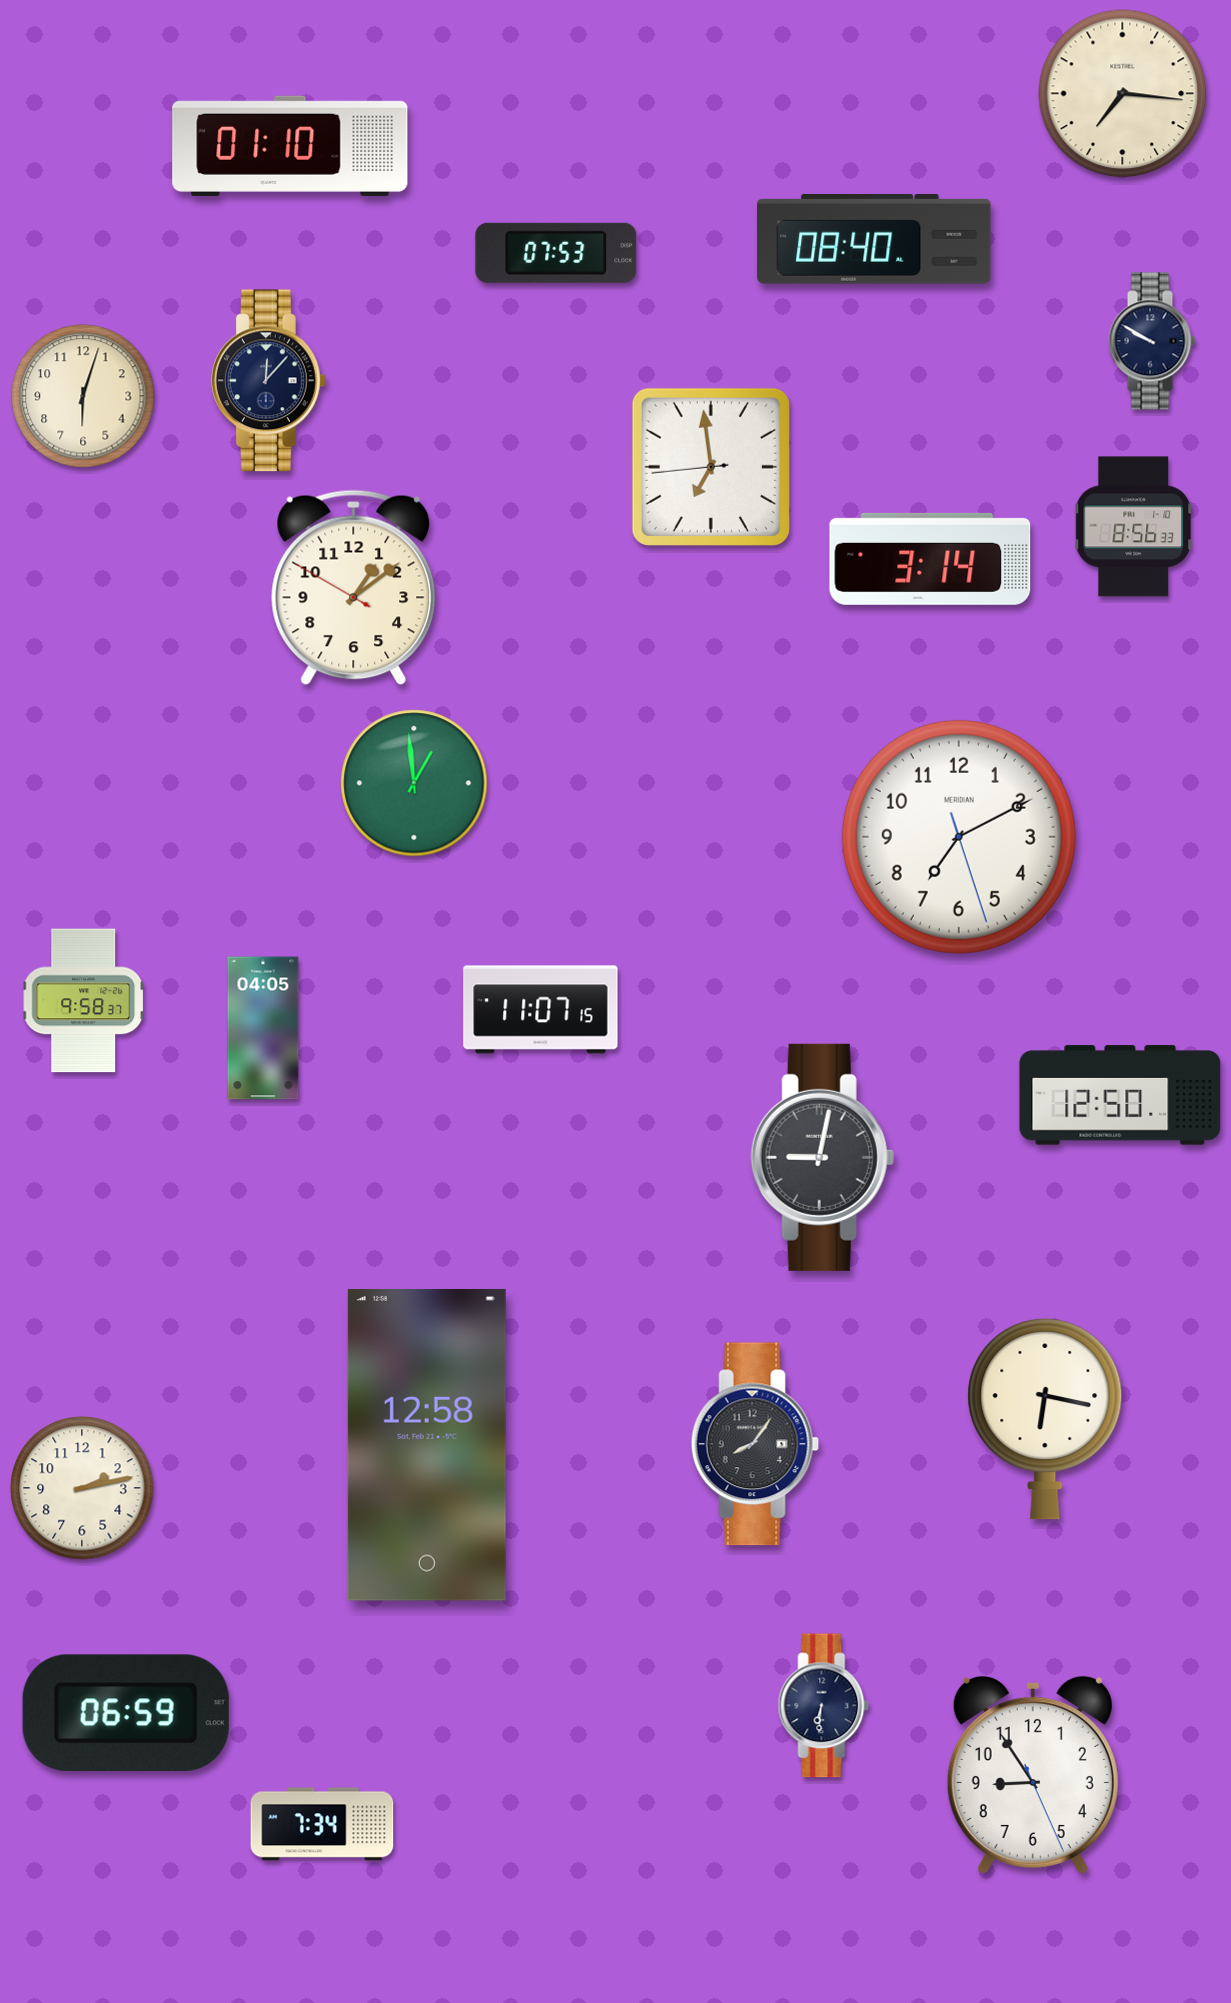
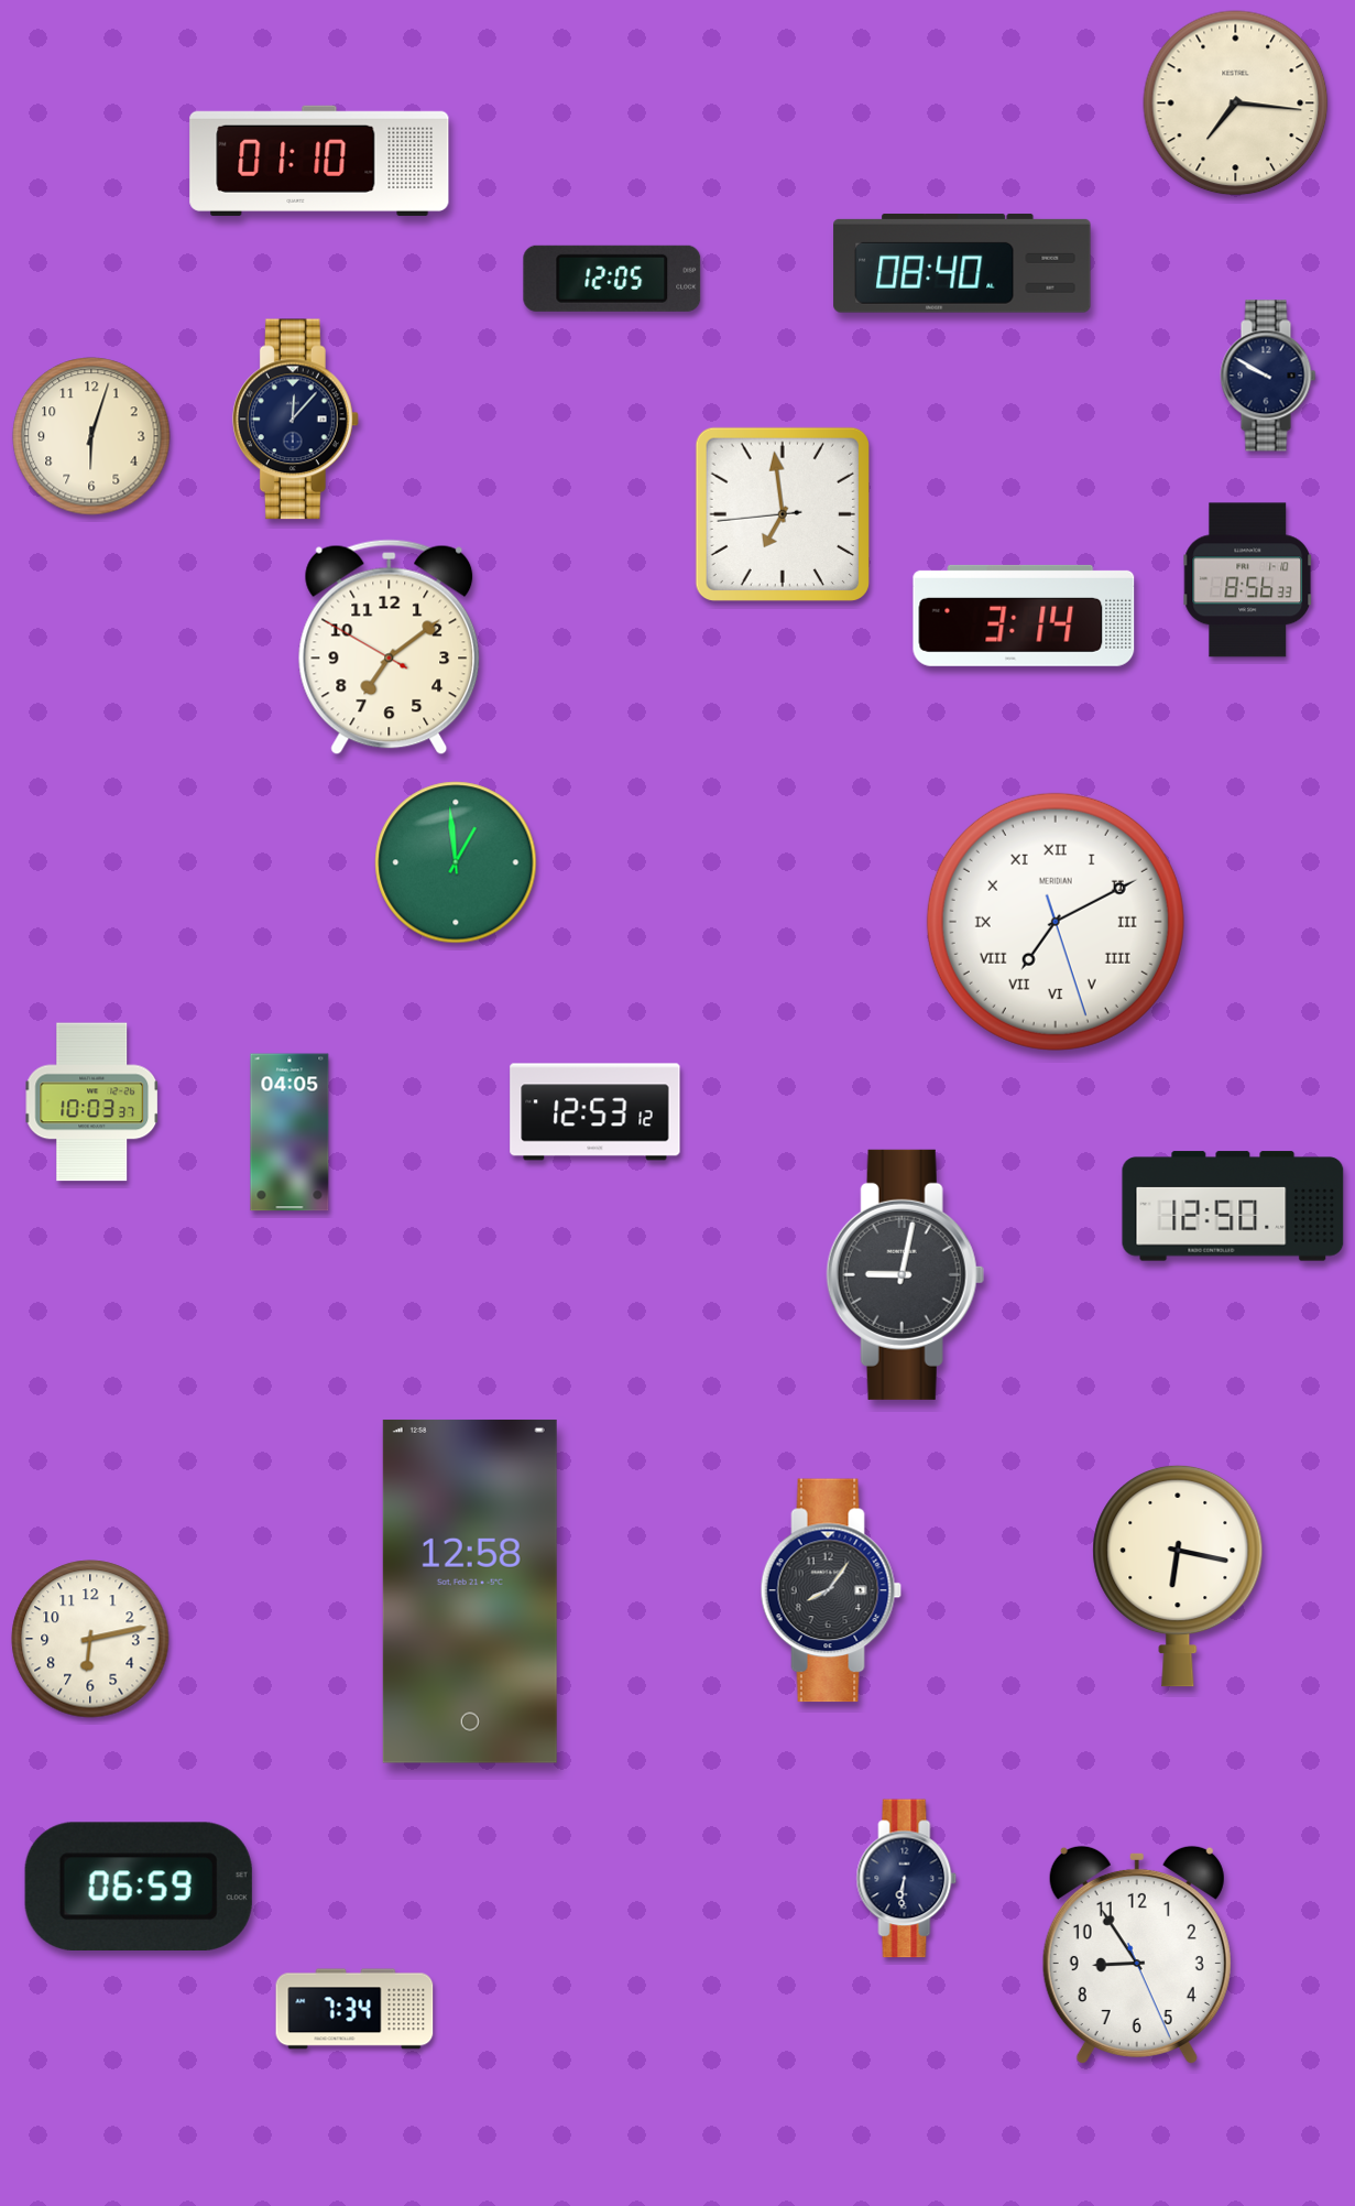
clock at (556, 253): 07:53 -> 12:05
clock at (354, 588): 1:08 -> 7:08
clock at (959, 837) numerals: Arabic -> Roman
clock at (84, 1001): 9:58 -> 10:03
clock at (541, 1010): 11:07 -> 12:53
clock at (1045, 1419) position: (1045, 1419) -> (1178, 1576)
clock at (82, 1488): 2:13 -> 6:13
